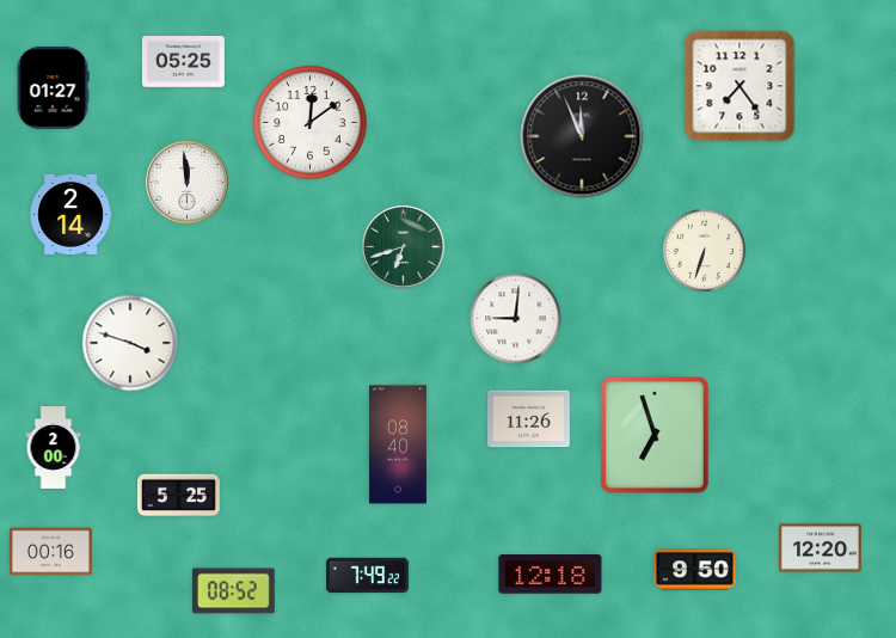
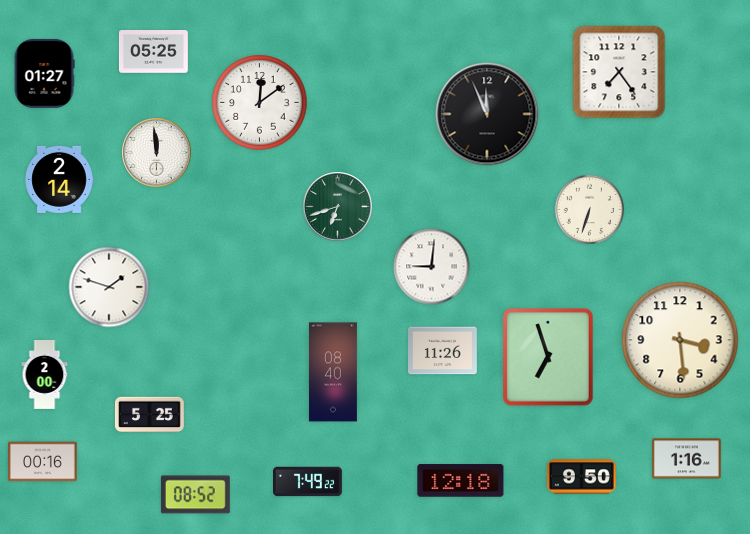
clock at (130, 343): 3:48 -> 1:48
clock at (680, 340): none -> 3:29
clock at (656, 436) position: (656, 436) -> (549, 358)
clock at (821, 548): 12:20 -> 1:16
